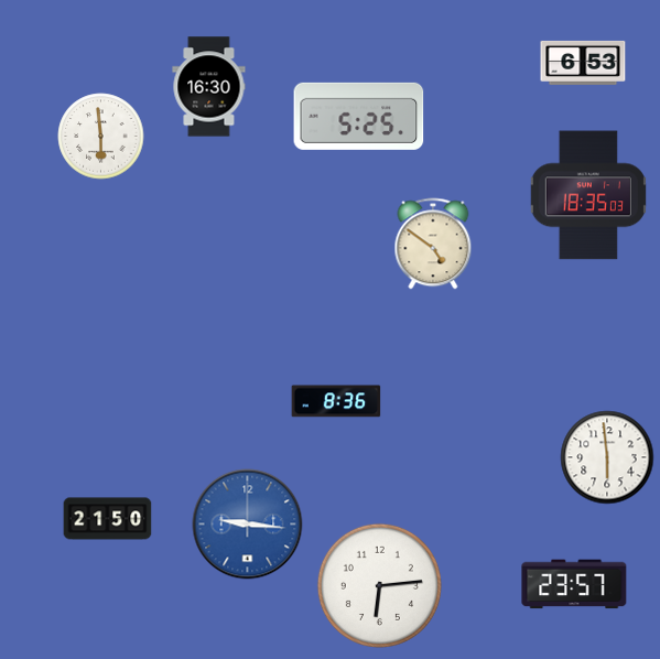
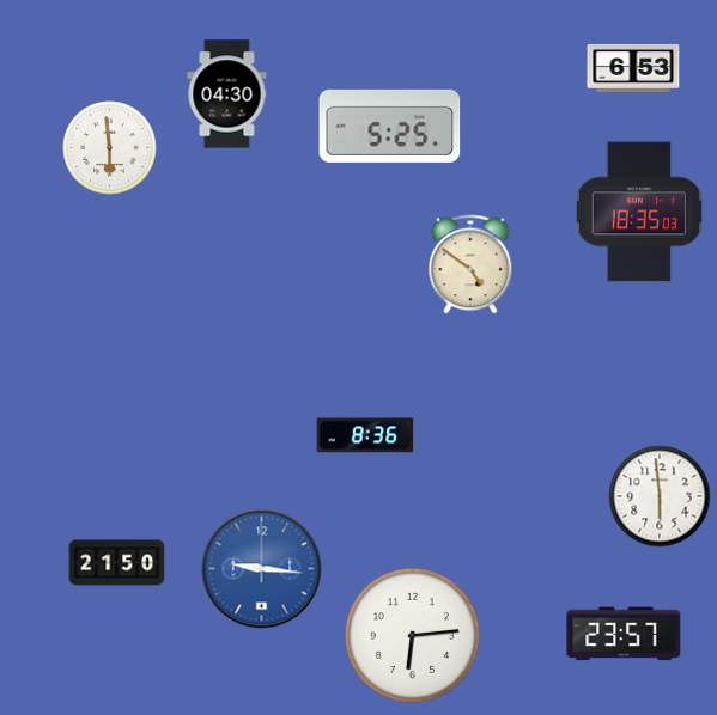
clock at (209, 87): 16:30 -> 04:30
clock at (248, 525) position: (248, 525) -> (262, 569)
